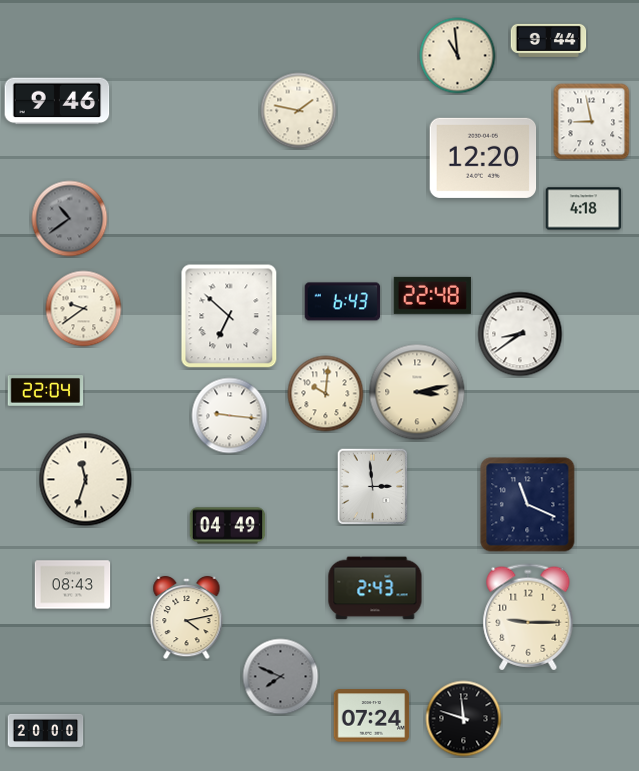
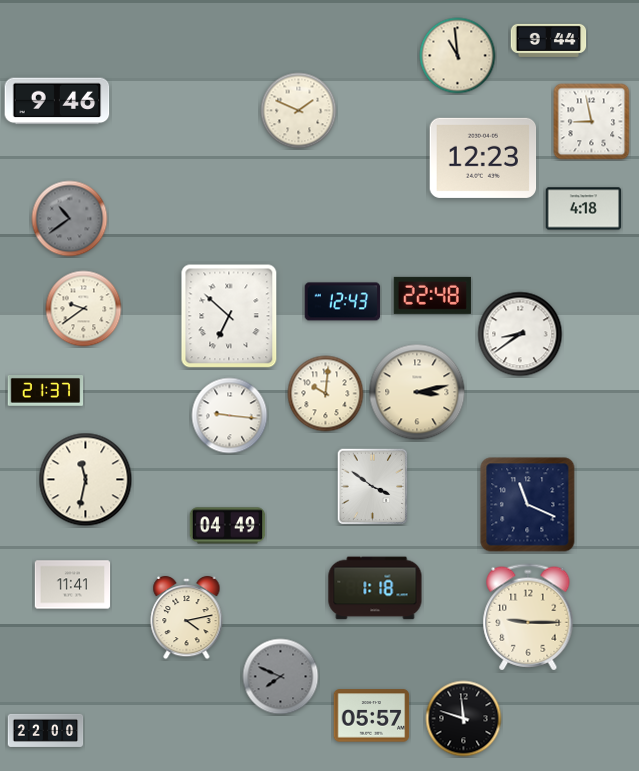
clock at (299, 111): 1:47 -> 1:49
clock at (483, 158): 12:20 -> 12:23
clock at (343, 302): 6:43 -> 12:43
clock at (46, 391): 22:04 -> 21:37
clock at (86, 480): 11:33 -> 11:32
clock at (373, 487): 2:59 -> 3:51
clock at (73, 585): 08:43 -> 11:41
clock at (375, 588): 2:43 -> 1:18
clock at (372, 716): 07:24 -> 05:57
clock at (46, 730): 20:00 -> 22:00
